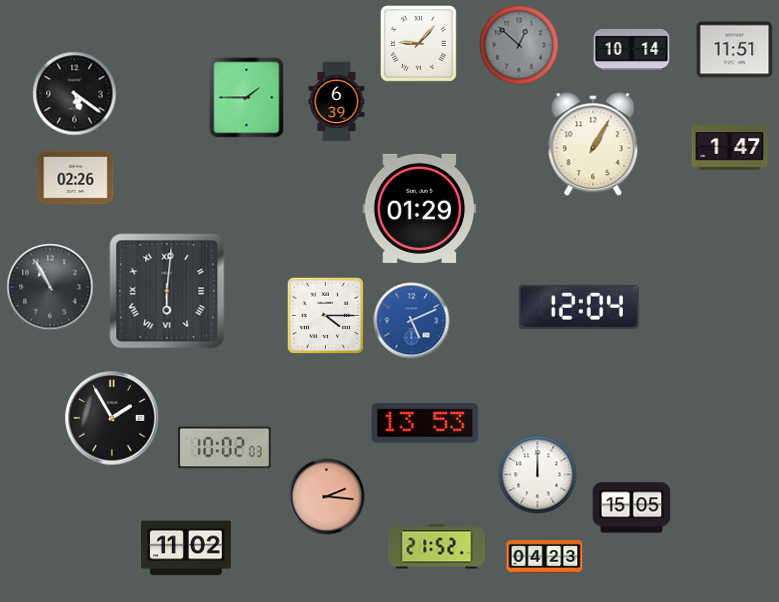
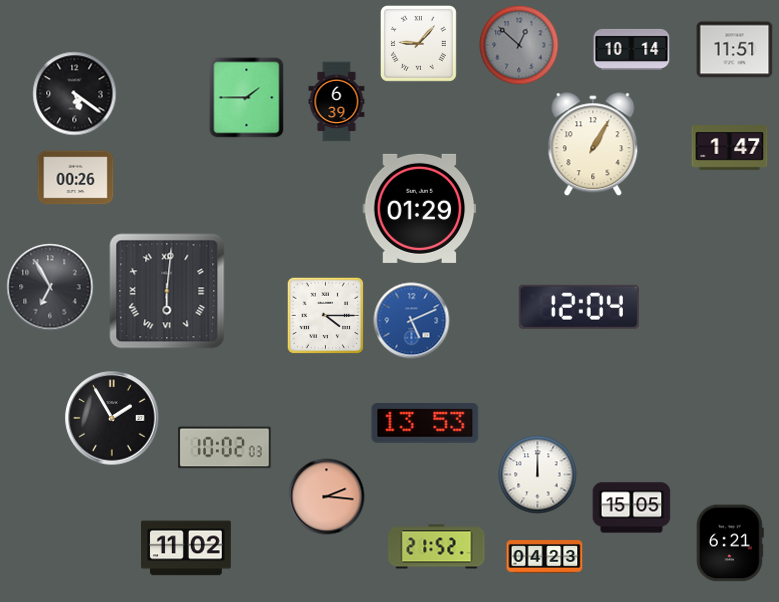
clock at (76, 178): 02:26 -> 00:26
clock at (50, 287): 10:55 -> 6:55
clock at (730, 543): none -> 6:21
